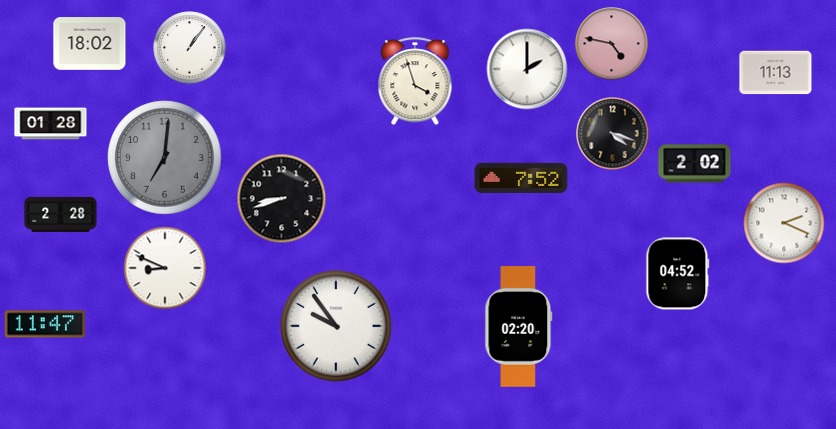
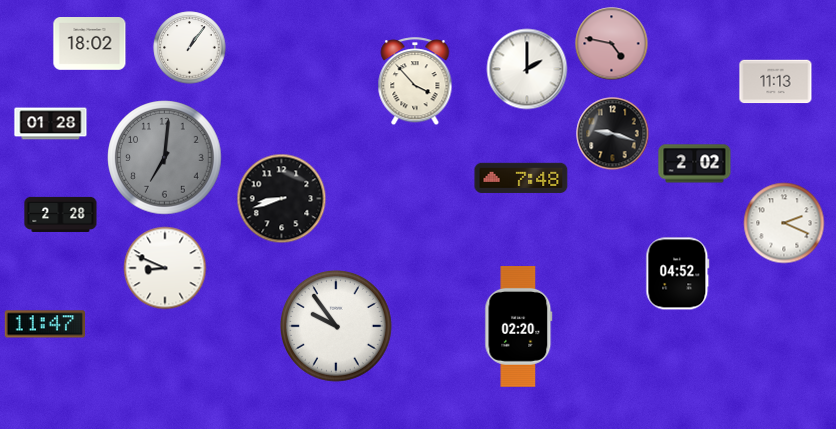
clock at (776, 73) position: (776, 73) -> (776, 82)
clock at (415, 82): 3:57 -> 3:53
clock at (613, 134): 4:18 -> 9:18
clock at (521, 178): 7:52 -> 7:48
